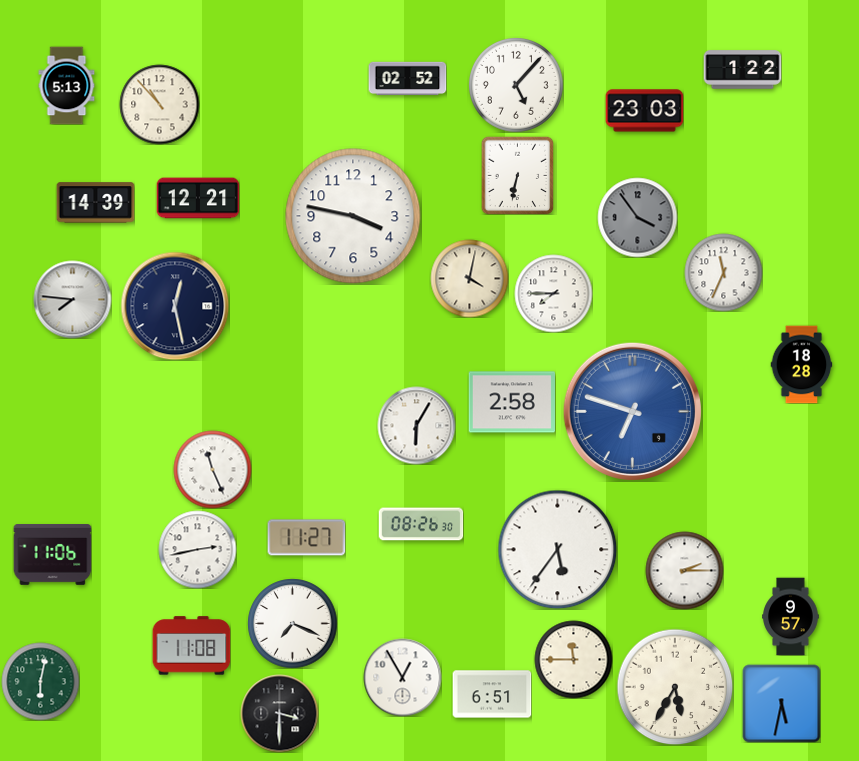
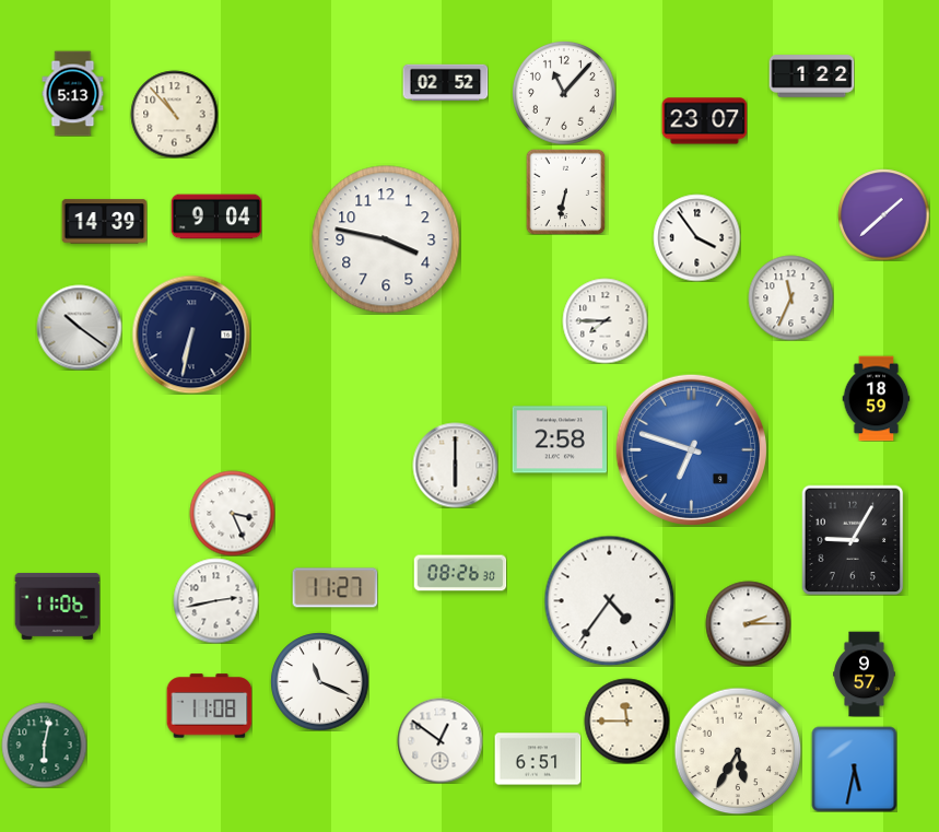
clock at (407, 79) position: (407, 79) -> (445, 83)
clock at (516, 85): 5:07 -> 11:07
clock at (644, 111): 23:03 -> 23:07
clock at (883, 214): none -> 1:38
clock at (198, 198): 12:21 -> 9:04
clock at (353, 216) position: (353, 216) -> (386, 239)
clock at (637, 217) dial: grey -> white
clock at (469, 278): 4:02 -> none
clock at (72, 299): 7:46 -> 10:21
clock at (175, 306): 12:28 -> 6:32
clock at (802, 364): 18:28 -> 18:59
clock at (416, 425): 6:05 -> 6:00
clock at (212, 469): 11:26 -> 3:26
clock at (853, 540): none -> 9:05
clock at (557, 549): 5:36 -> 4:36
clock at (292, 623): 7:19 -> 11:19
clock at (402, 677): 12:55 -> 12:51
clock at (279, 713): 3:30 -> none
